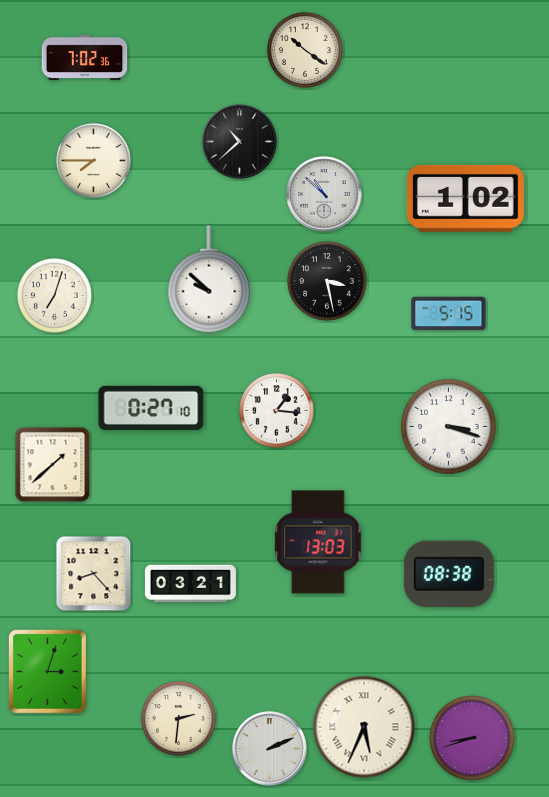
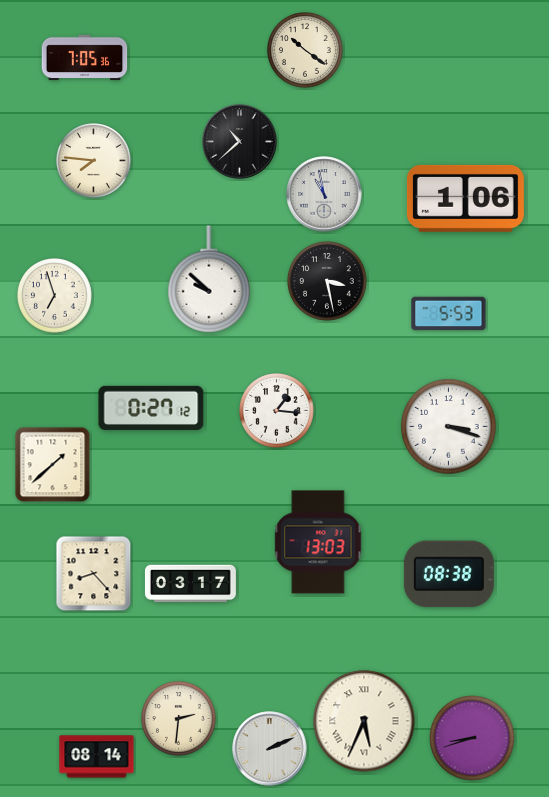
clock at (85, 58): 7:02 -> 7:05
clock at (94, 161): 7:45 -> 7:46
clock at (324, 194): 10:52 -> 10:58
clock at (465, 198): 1:02 -> 1:06
clock at (55, 296): 7:03 -> 6:57
clock at (449, 314): 5:15 -> 5:53
clock at (151, 407): 0:27:10 -> 0:27:12
clock at (190, 584): 03:21 -> 03:17
clock at (48, 672): 3:03 -> none
clock at (364, 727) position: (364, 727) -> (364, 721)
clock at (97, 757): none -> 08:14
